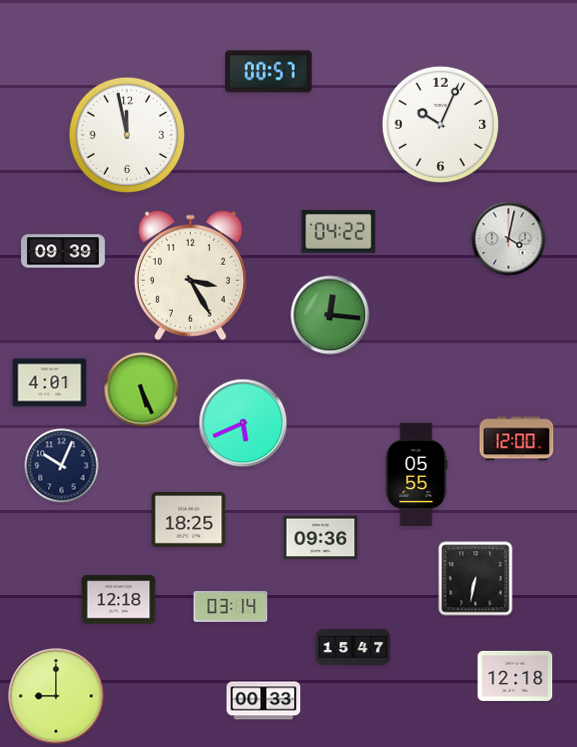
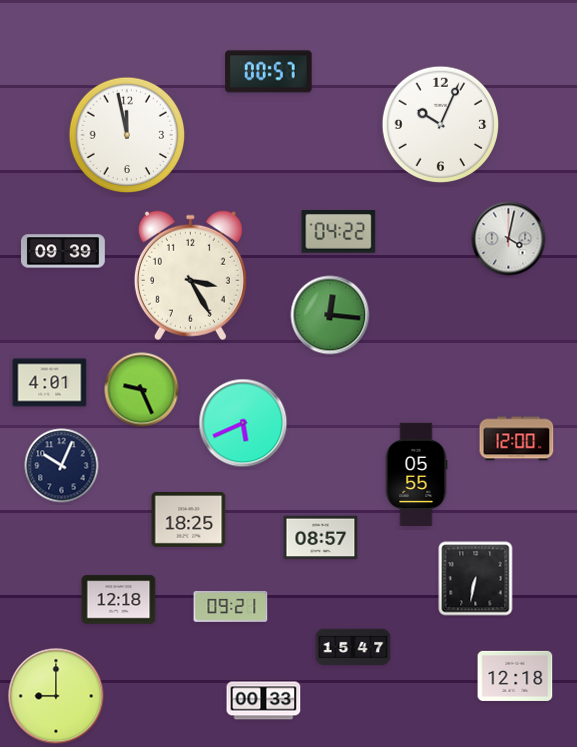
clock at (142, 390): 5:26 -> 9:26
clock at (321, 538): 09:36 -> 08:57
clock at (231, 606): 03:14 -> 09:21
